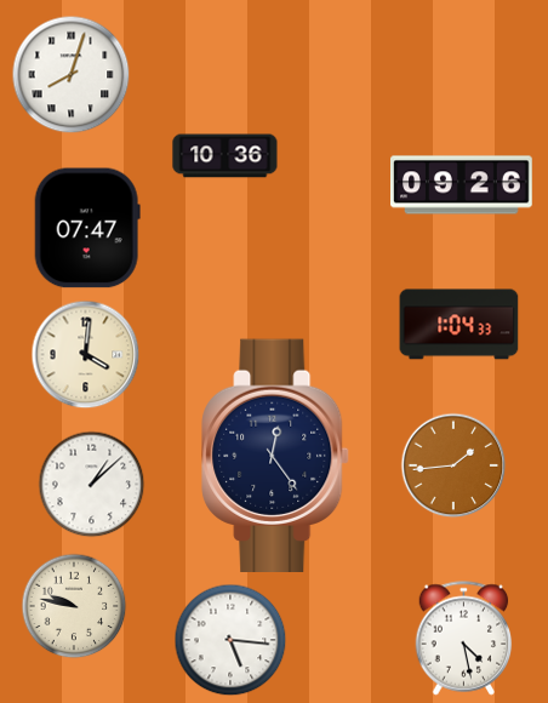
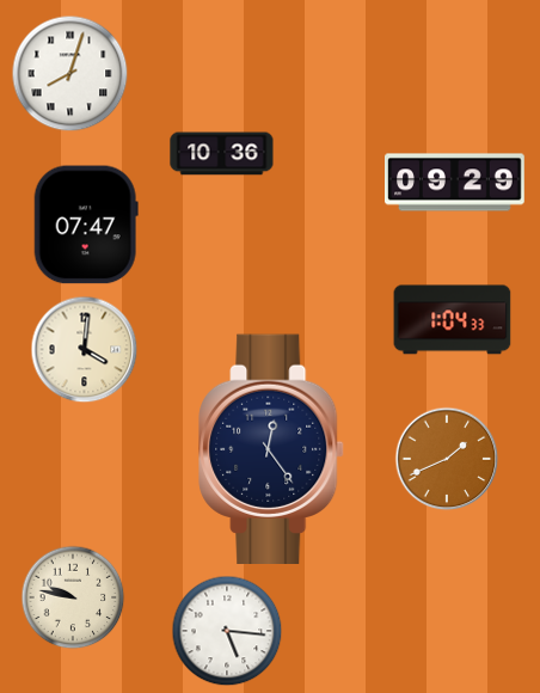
clock at (462, 185): 09:26 -> 09:29
clock at (453, 465): 1:44 -> 1:41
clock at (91, 484): 1:08 -> none
clock at (464, 639): 4:28 -> none
